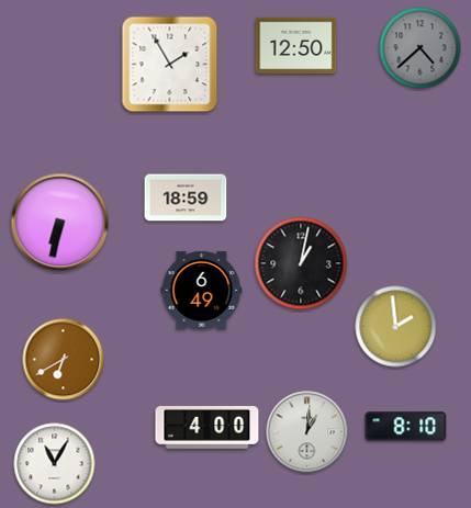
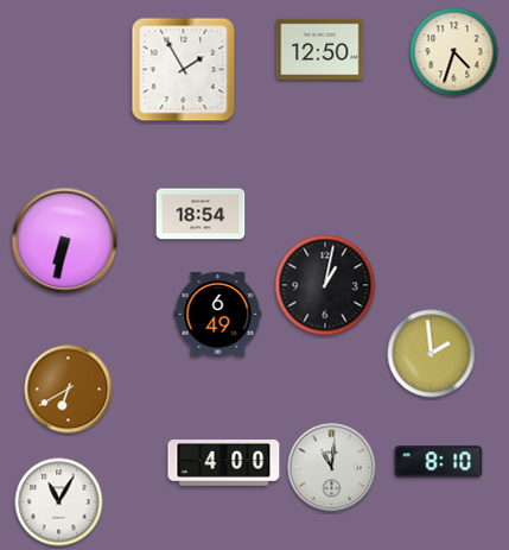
clock at (420, 48): 4:38 -> 4:33
clock at (420, 48) dial: grey -> cream
clock at (186, 197): 18:59 -> 18:54
clock at (396, 327) position: (396, 327) -> (432, 354)
clock at (307, 432): 1:01 -> 11:01
